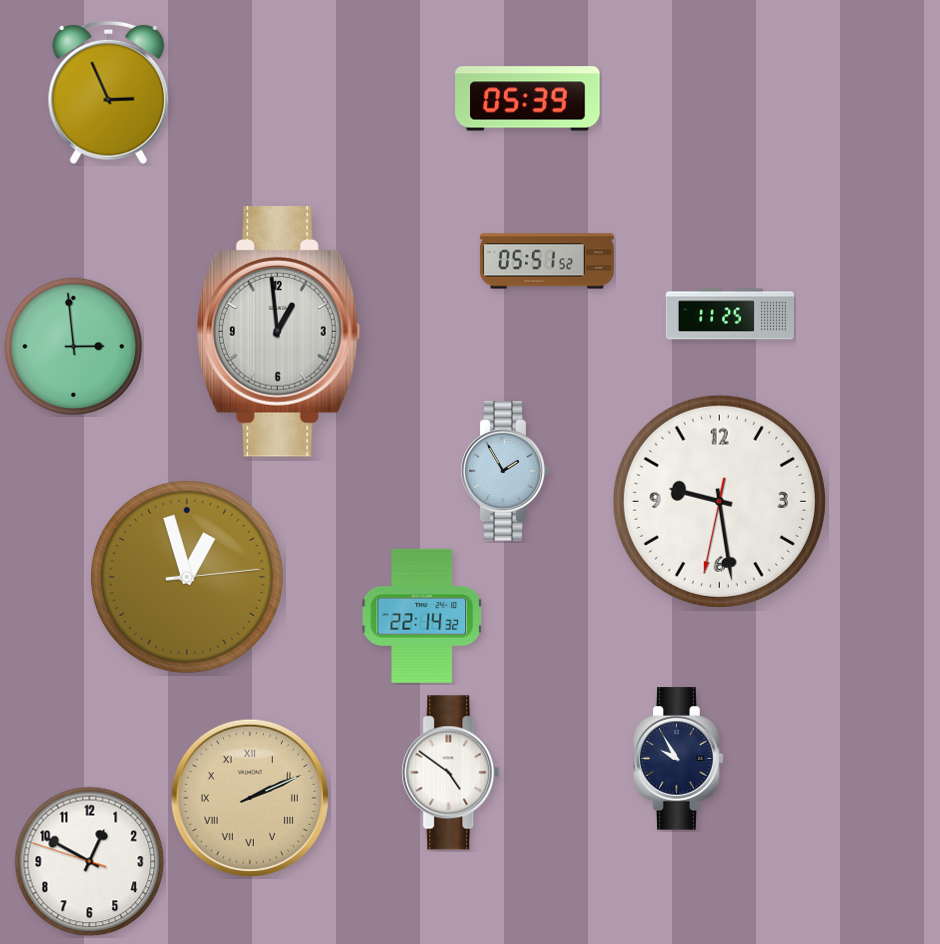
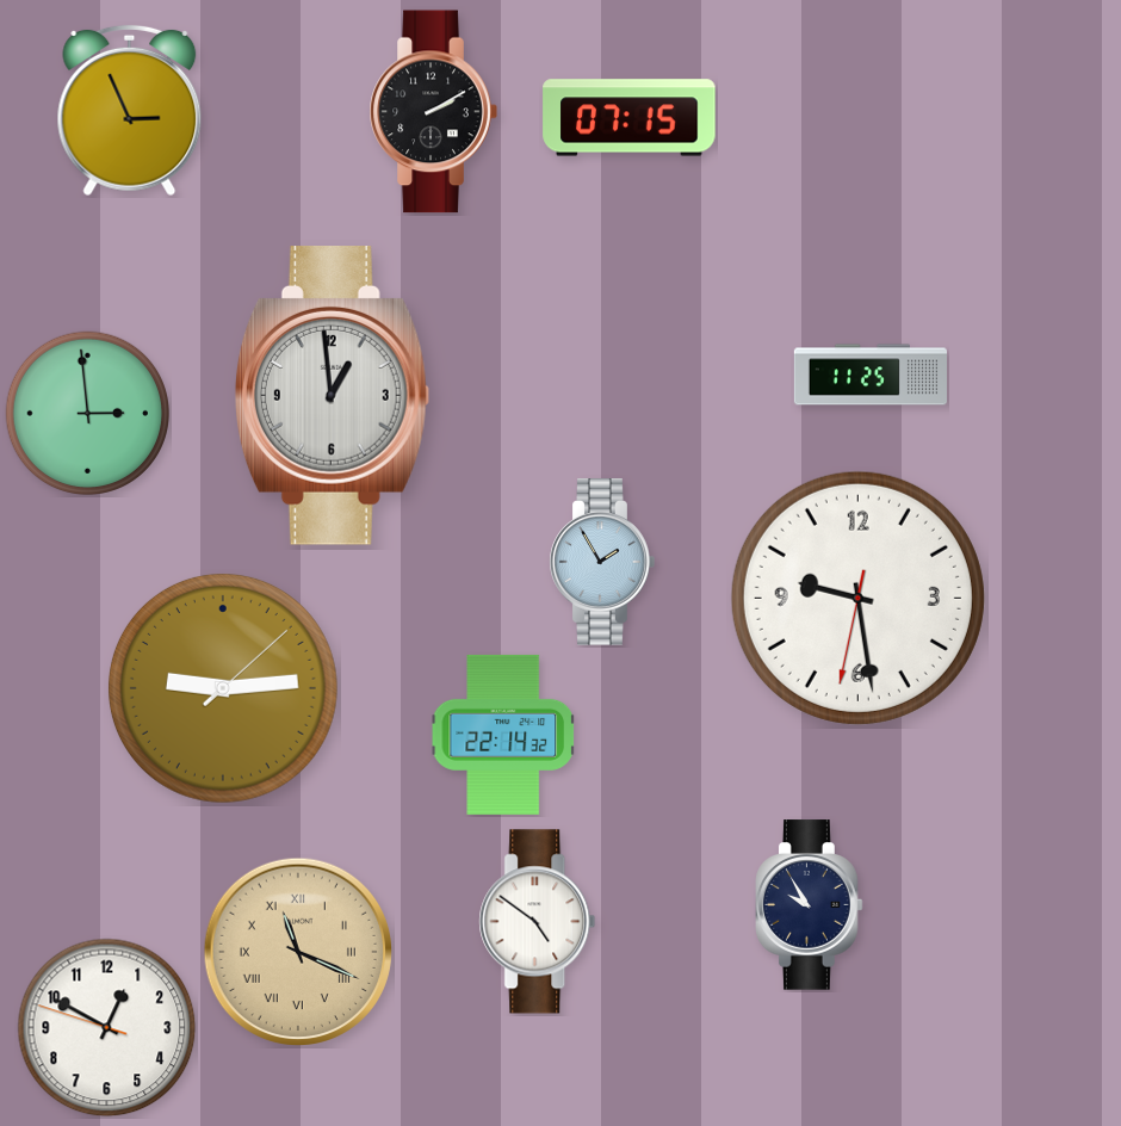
clock at (433, 112): none -> 2:10
clock at (528, 99): 05:39 -> 07:15
clock at (547, 261): 05:51 -> none
clock at (187, 577): 12:57 -> 9:14
clock at (249, 797): 2:11 -> 11:19
